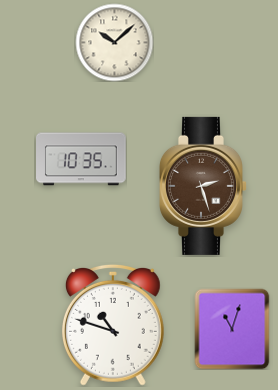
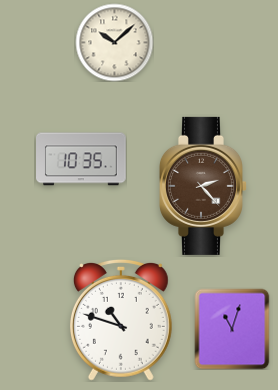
clock at (202, 186): 2:27 -> 2:23
clock at (113, 325) position: (113, 325) -> (121, 320)
